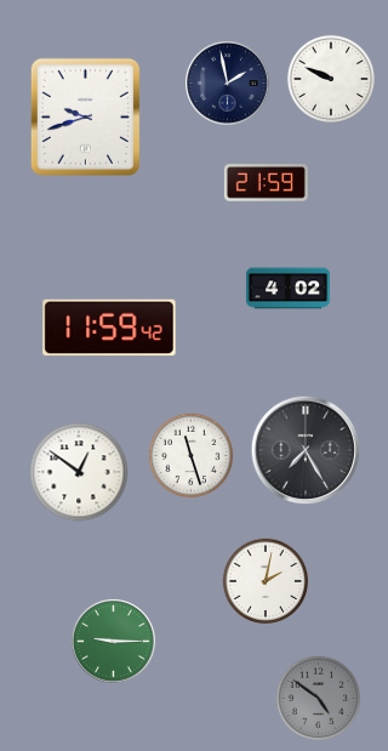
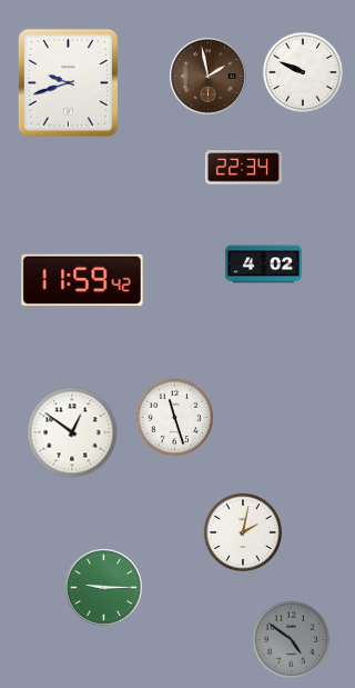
clock at (228, 84) dial: navy -> brown
clock at (85, 116) position: (85, 116) -> (68, 82)
clock at (266, 183): 21:59 -> 22:34
clock at (109, 328) position: (109, 328) -> (82, 280)
clock at (306, 450): 7:25 -> none
